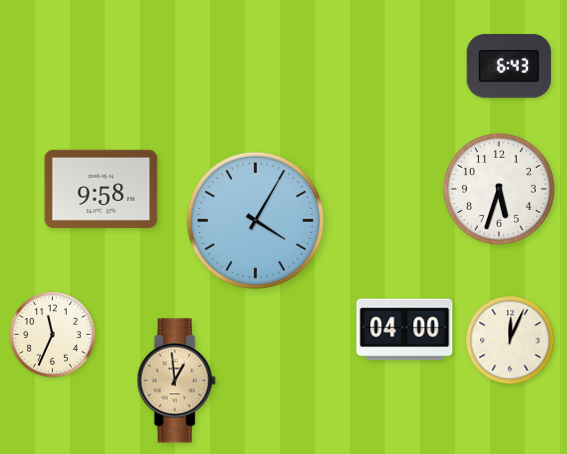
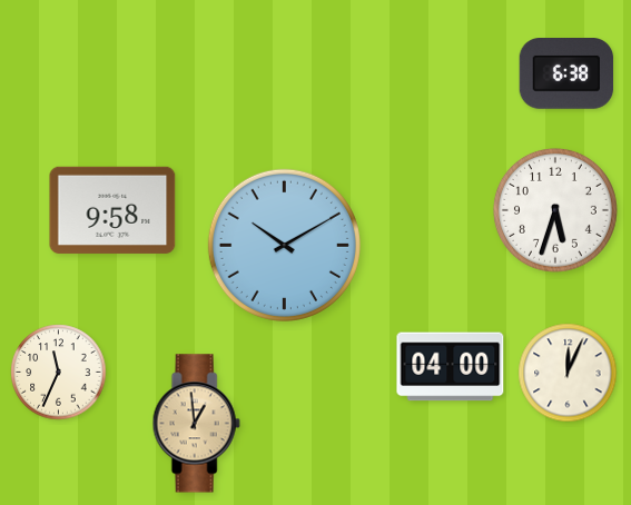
clock at (509, 67): 6:43 -> 6:38
clock at (255, 220): 4:05 -> 10:10
clock at (510, 340) position: (510, 340) -> (568, 373)
